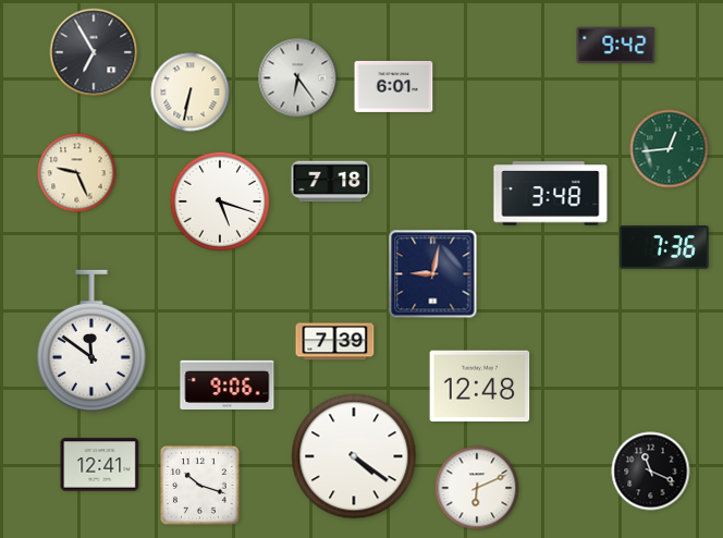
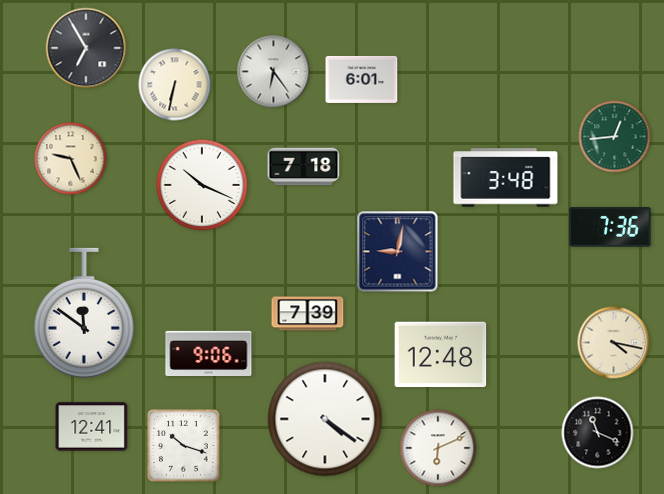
clock at (616, 46): 9:42 -> none
clock at (219, 200): 5:18 -> 10:19
clock at (614, 343): none -> 4:17
